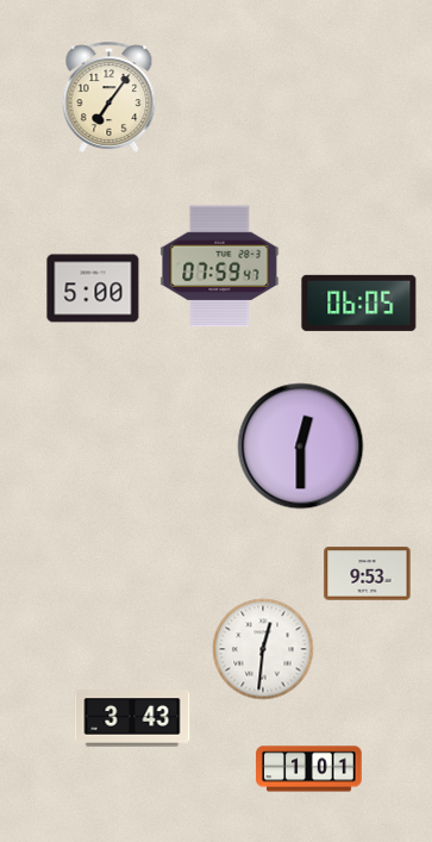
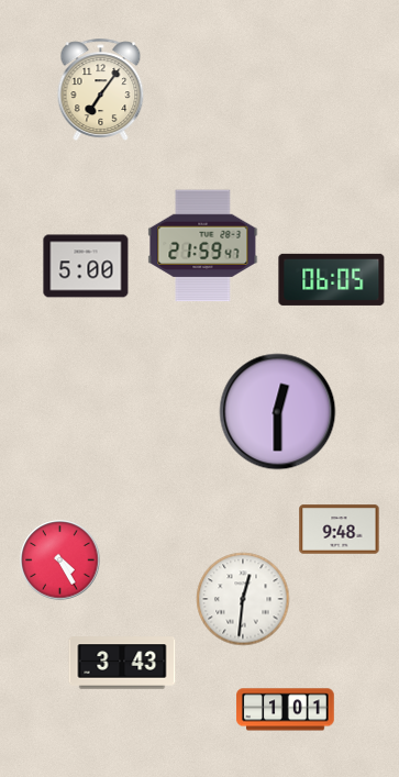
clock at (220, 267): 07:59 -> 21:59
clock at (368, 574): 9:53 -> 9:48
clock at (60, 560): none -> 4:25
